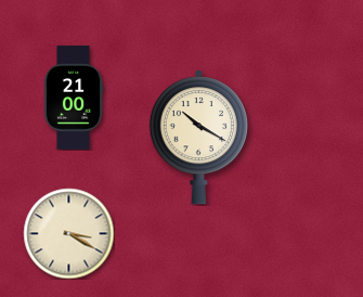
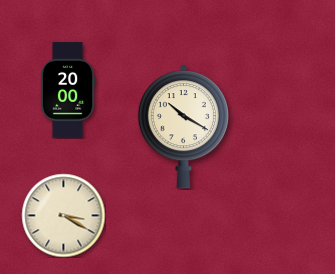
clock at (74, 98): 21:00 -> 20:00
